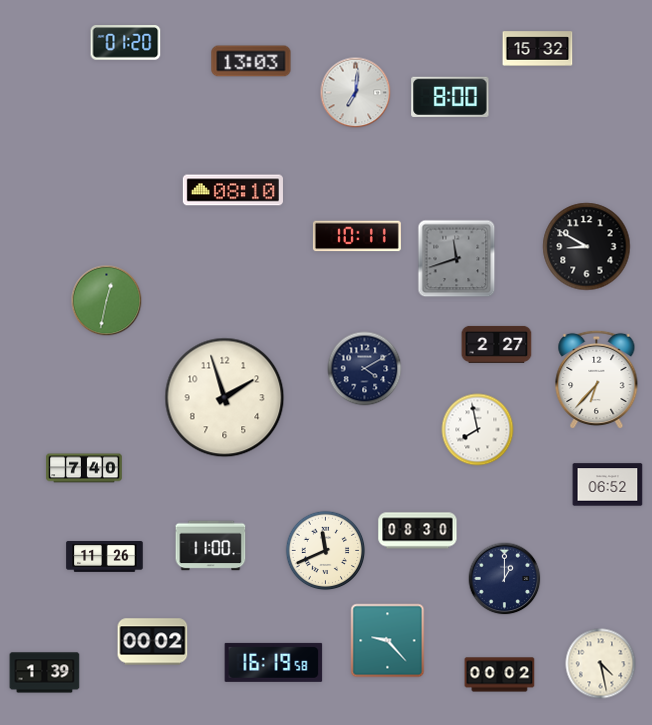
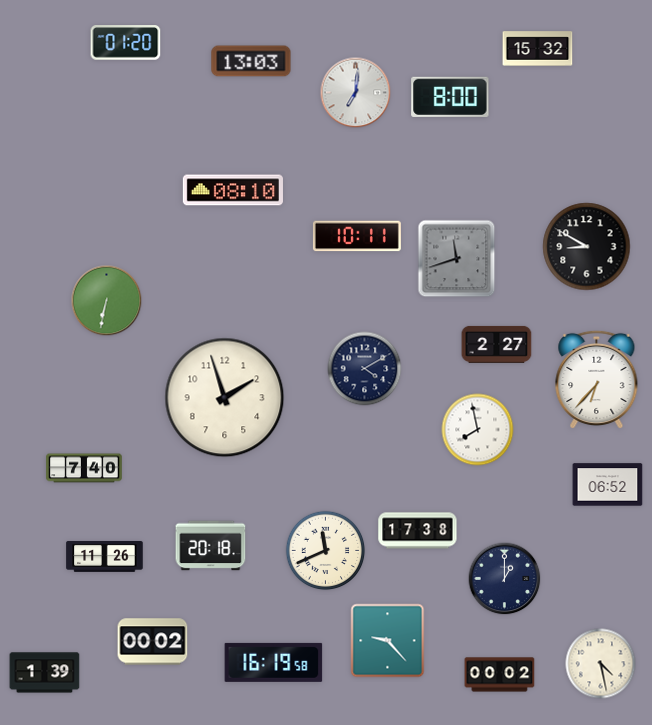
clock at (107, 301): 12:32 -> 6:32
clock at (418, 531): 08:30 -> 17:38
clock at (211, 546): 11:00 -> 20:18
